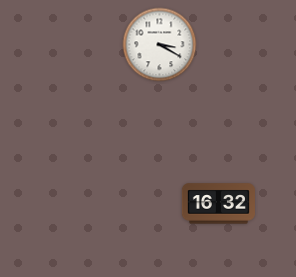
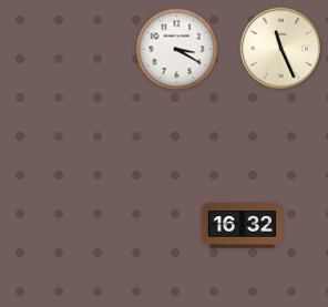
clock at (281, 49): none -> 11:26
